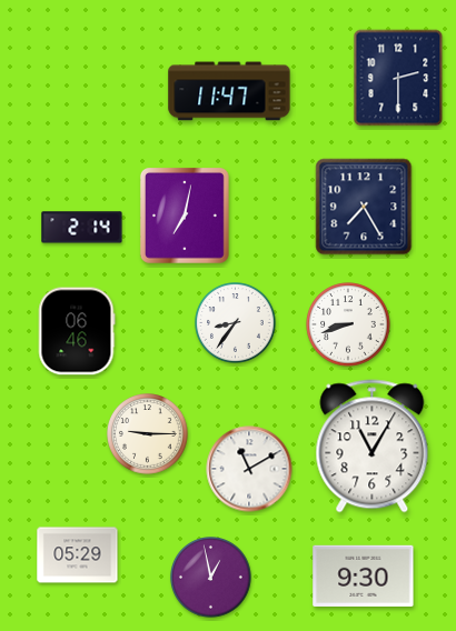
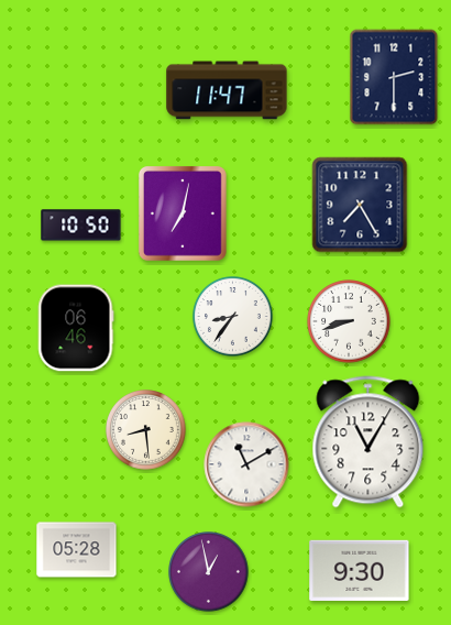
clock at (82, 228): 2:14 -> 10:50
clock at (236, 323) position: (236, 323) -> (233, 317)
clock at (348, 324) position: (348, 324) -> (349, 321)
clock at (148, 434): 9:15 -> 8:29
clock at (78, 555): 05:29 -> 05:28
